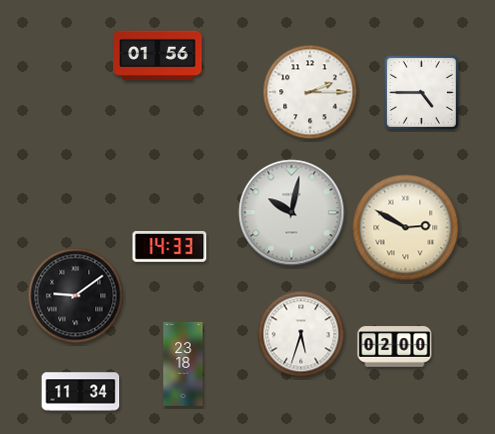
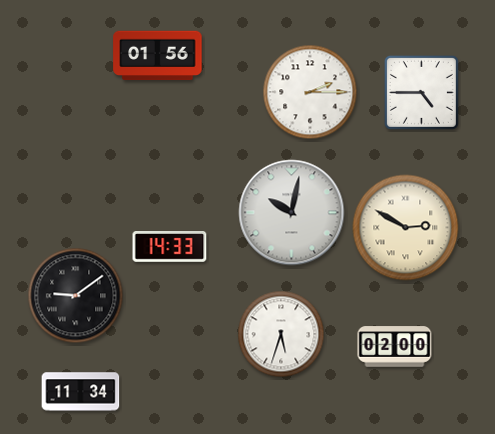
clock at (301, 334) position: (301, 334) -> (281, 334)
clock at (183, 364): 23:18 -> none
